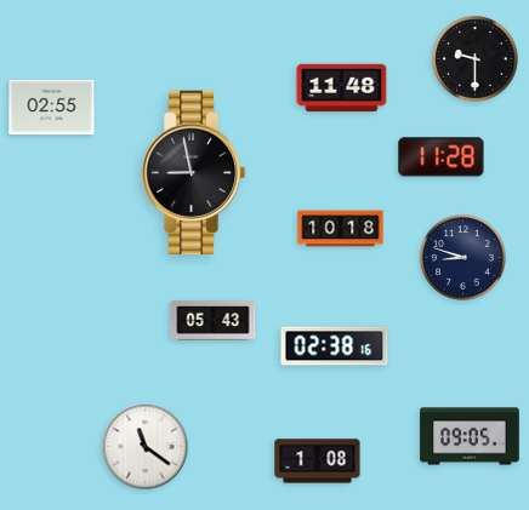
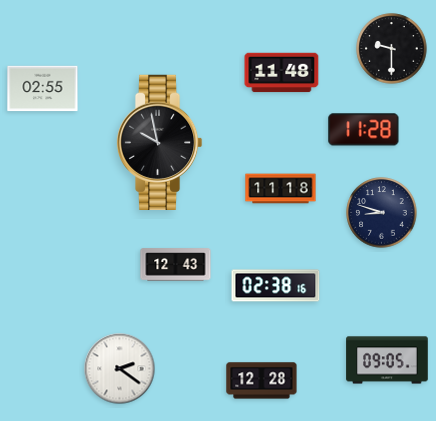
clock at (193, 172): 8:58 -> 9:58
clock at (341, 229): 10:18 -> 11:18
clock at (214, 321): 05:43 -> 12:43
clock at (146, 447): 11:21 -> 2:21
clock at (318, 462): 1:08 -> 12:28
